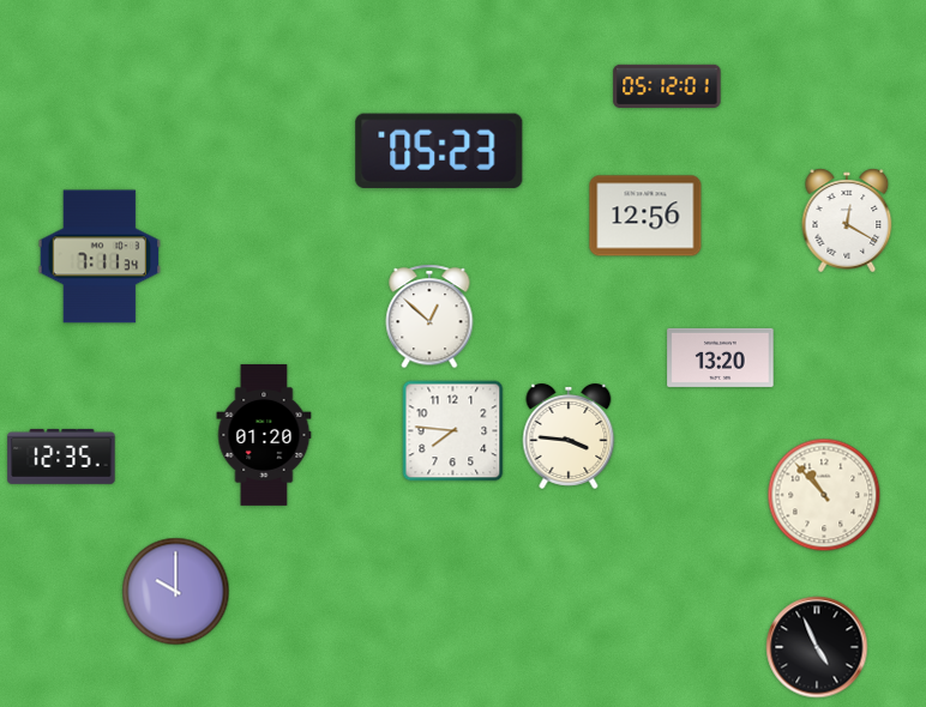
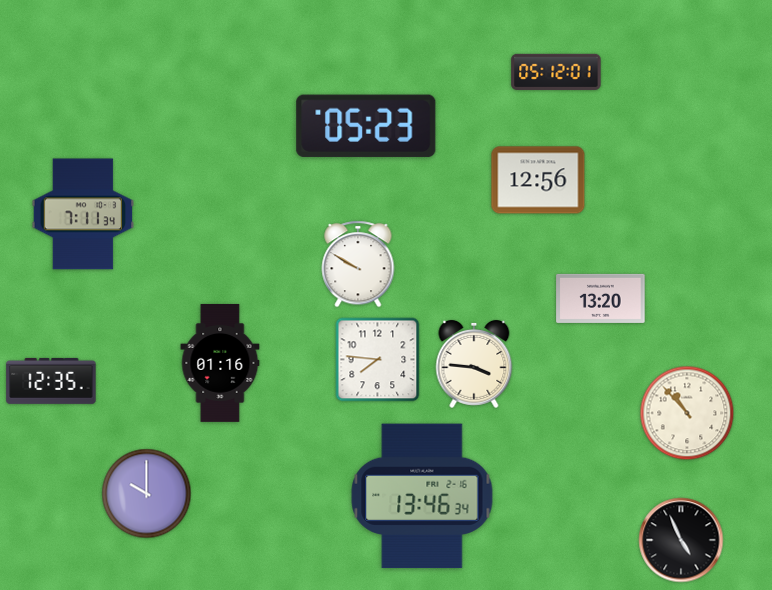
clock at (847, 220): 12:20 -> none
clock at (429, 316): 12:52 -> 9:50
clock at (264, 435): 01:20 -> 01:16
clock at (422, 496): none -> 13:46
